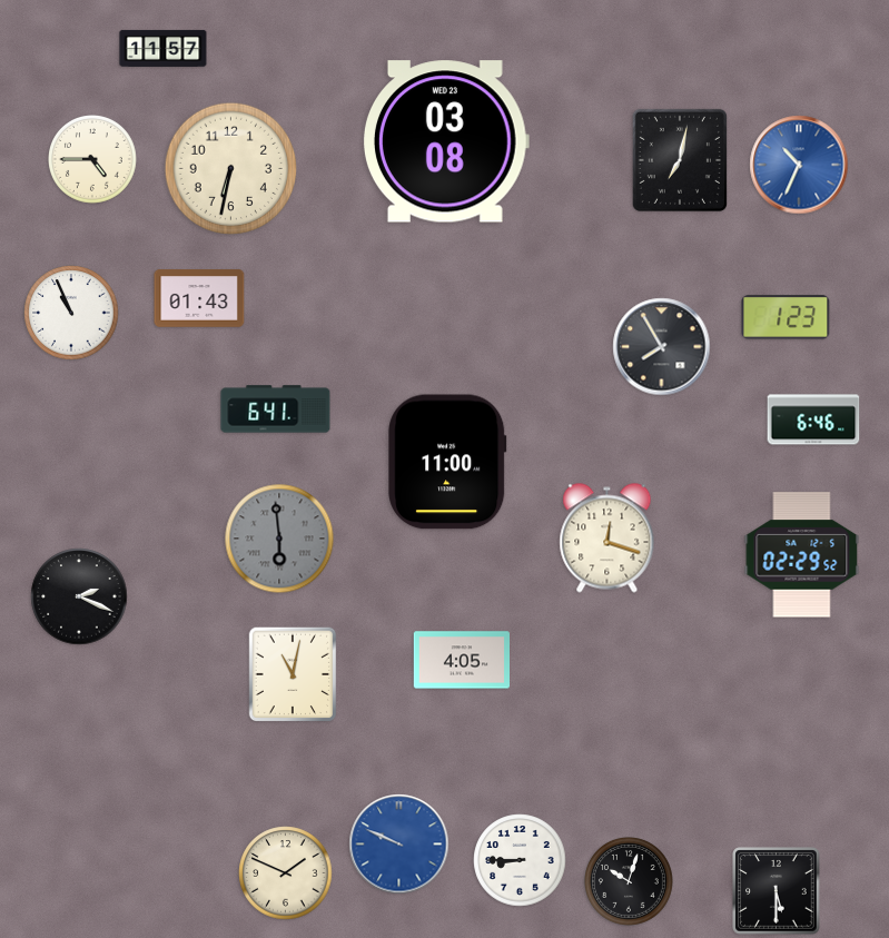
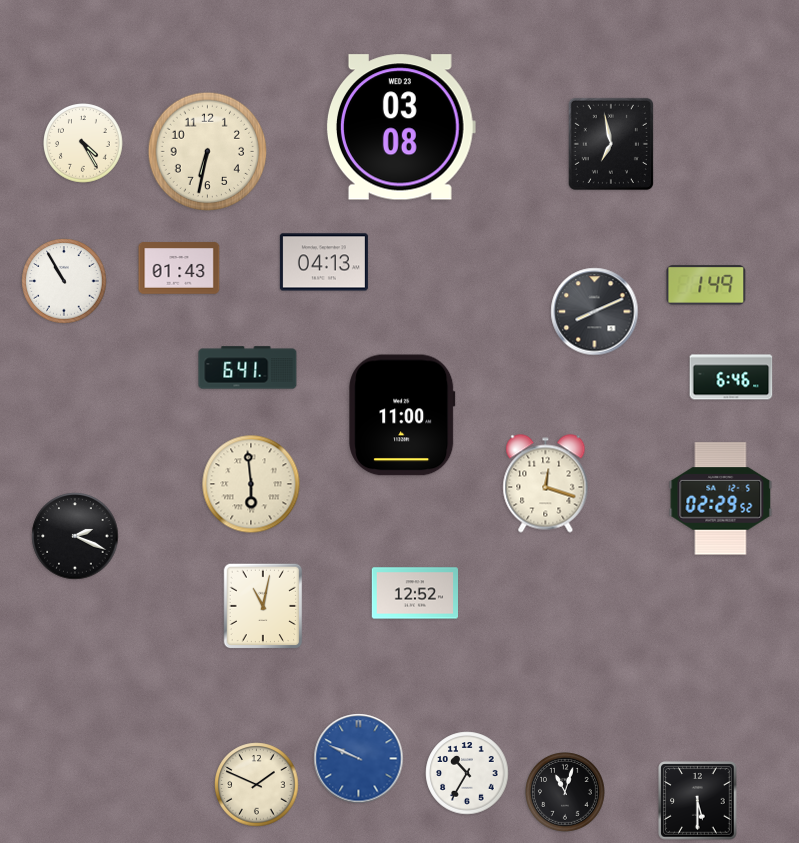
clock at (164, 48): 11:57 -> none
clock at (93, 160): 4:45 -> 4:25
clock at (680, 160): 7:02 -> 6:58
clock at (799, 165): 10:34 -> none
clock at (324, 262): none -> 04:13
clock at (71, 313): 10:56 -> 10:55
clock at (786, 317): 1:23 -> 1:49
clock at (662, 347): 7:55 -> 8:11
clock at (279, 539) dial: grey -> cream
clock at (79, 596) position: (79, 596) -> (75, 536)
clock at (461, 660): 4:05 -> 12:52
clock at (520, 860): 8:45 -> 10:35
clock at (630, 882): 10:03 -> 11:03
